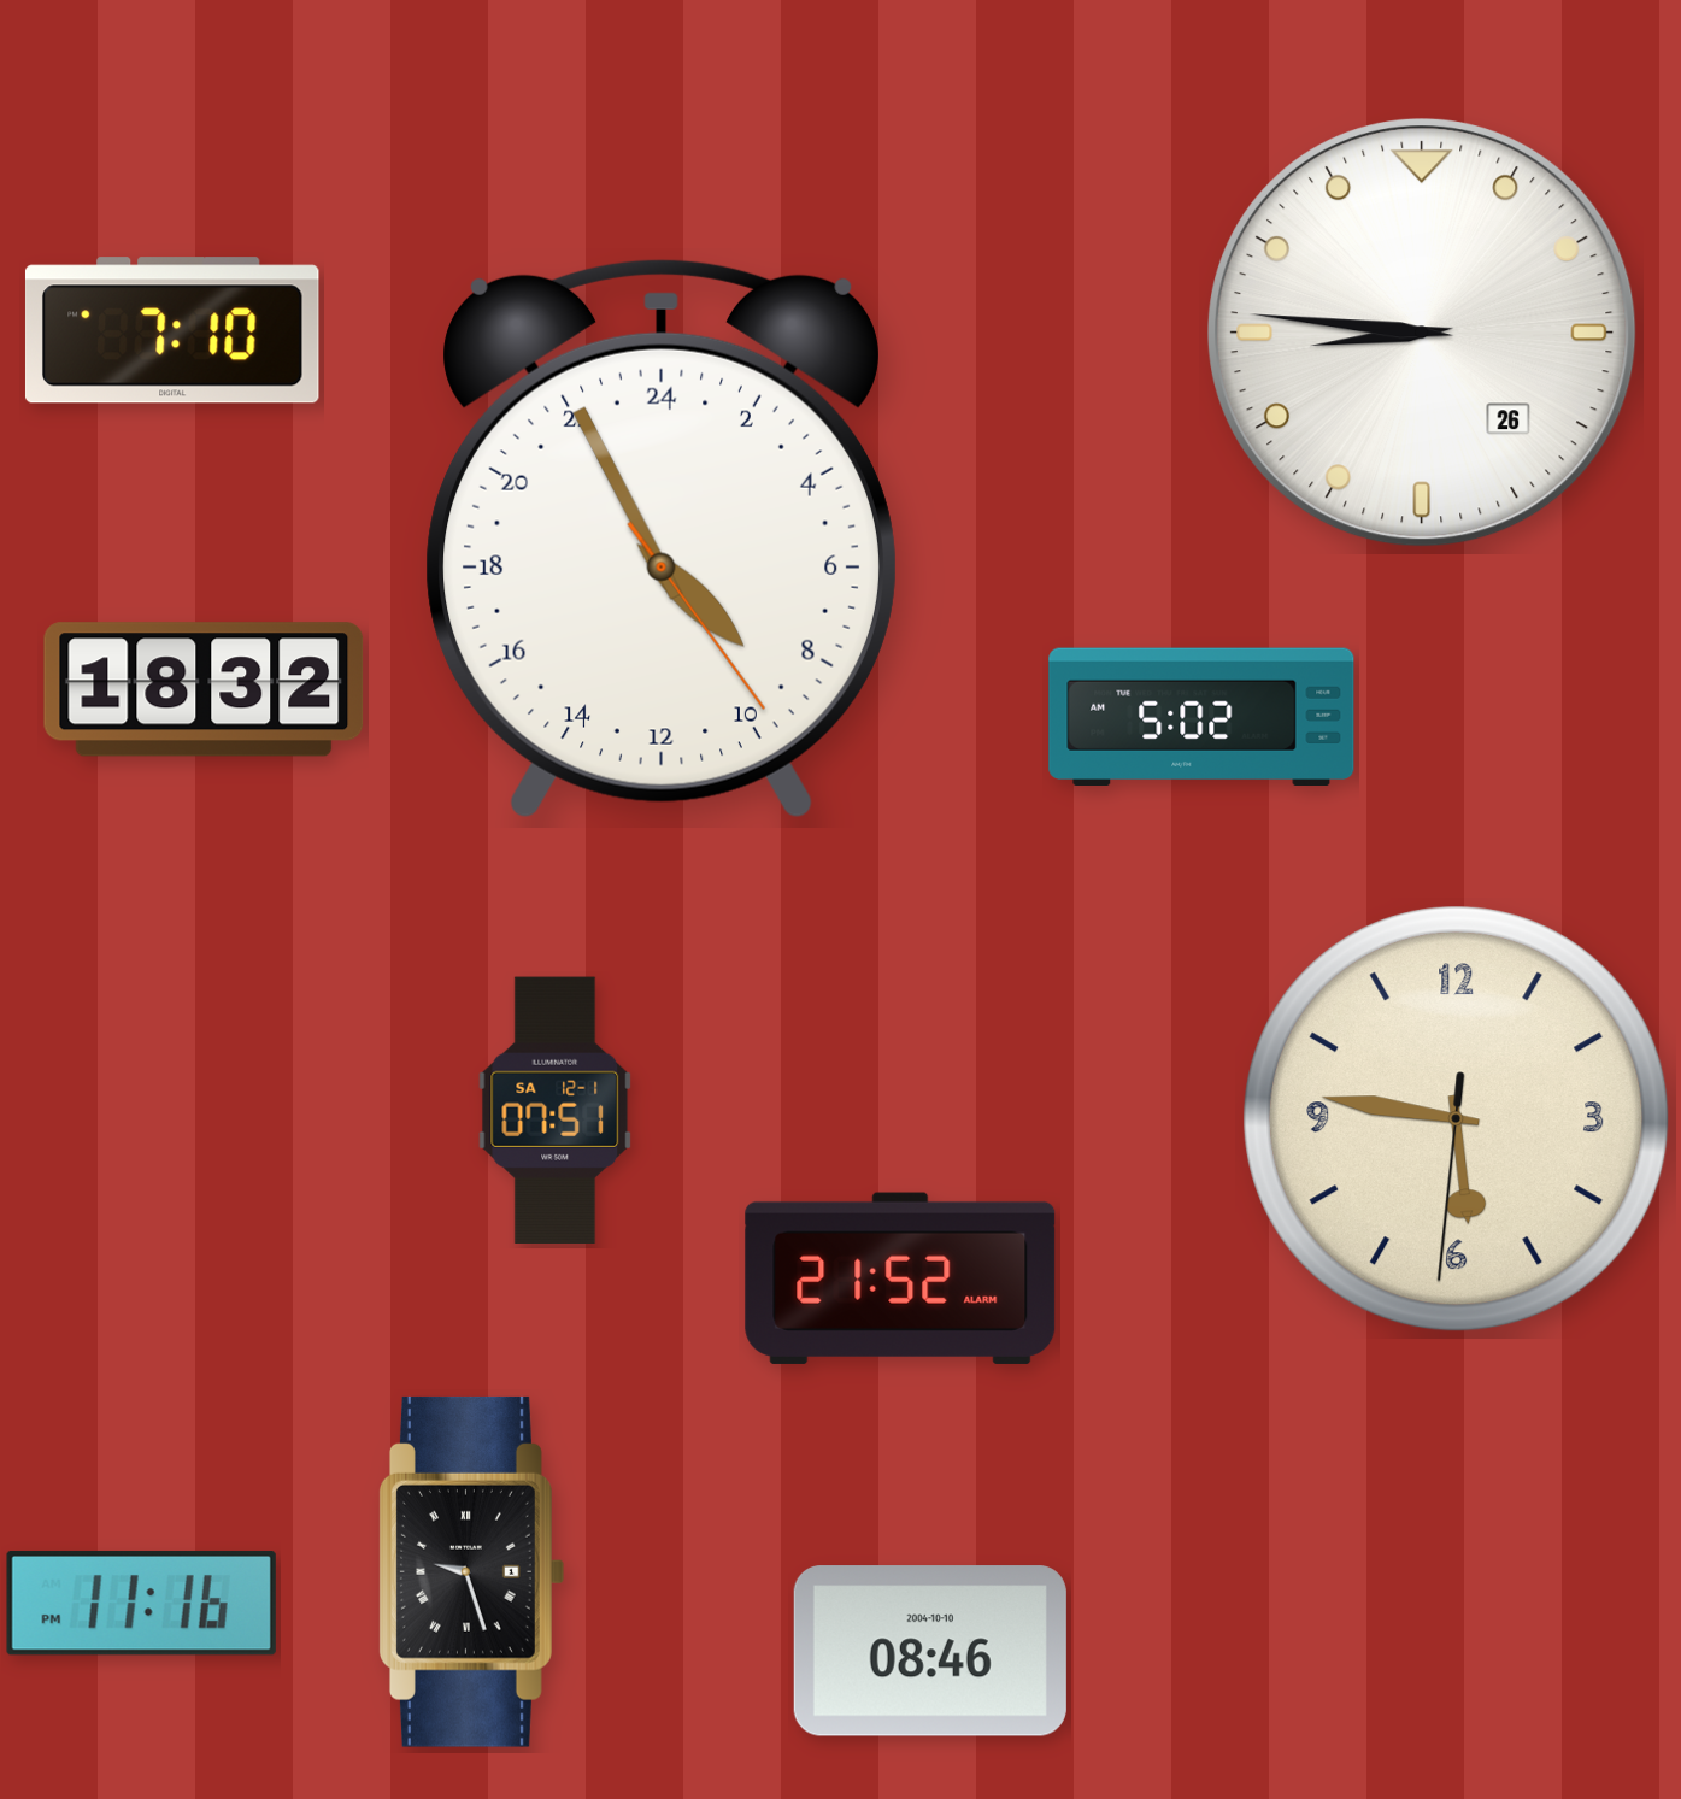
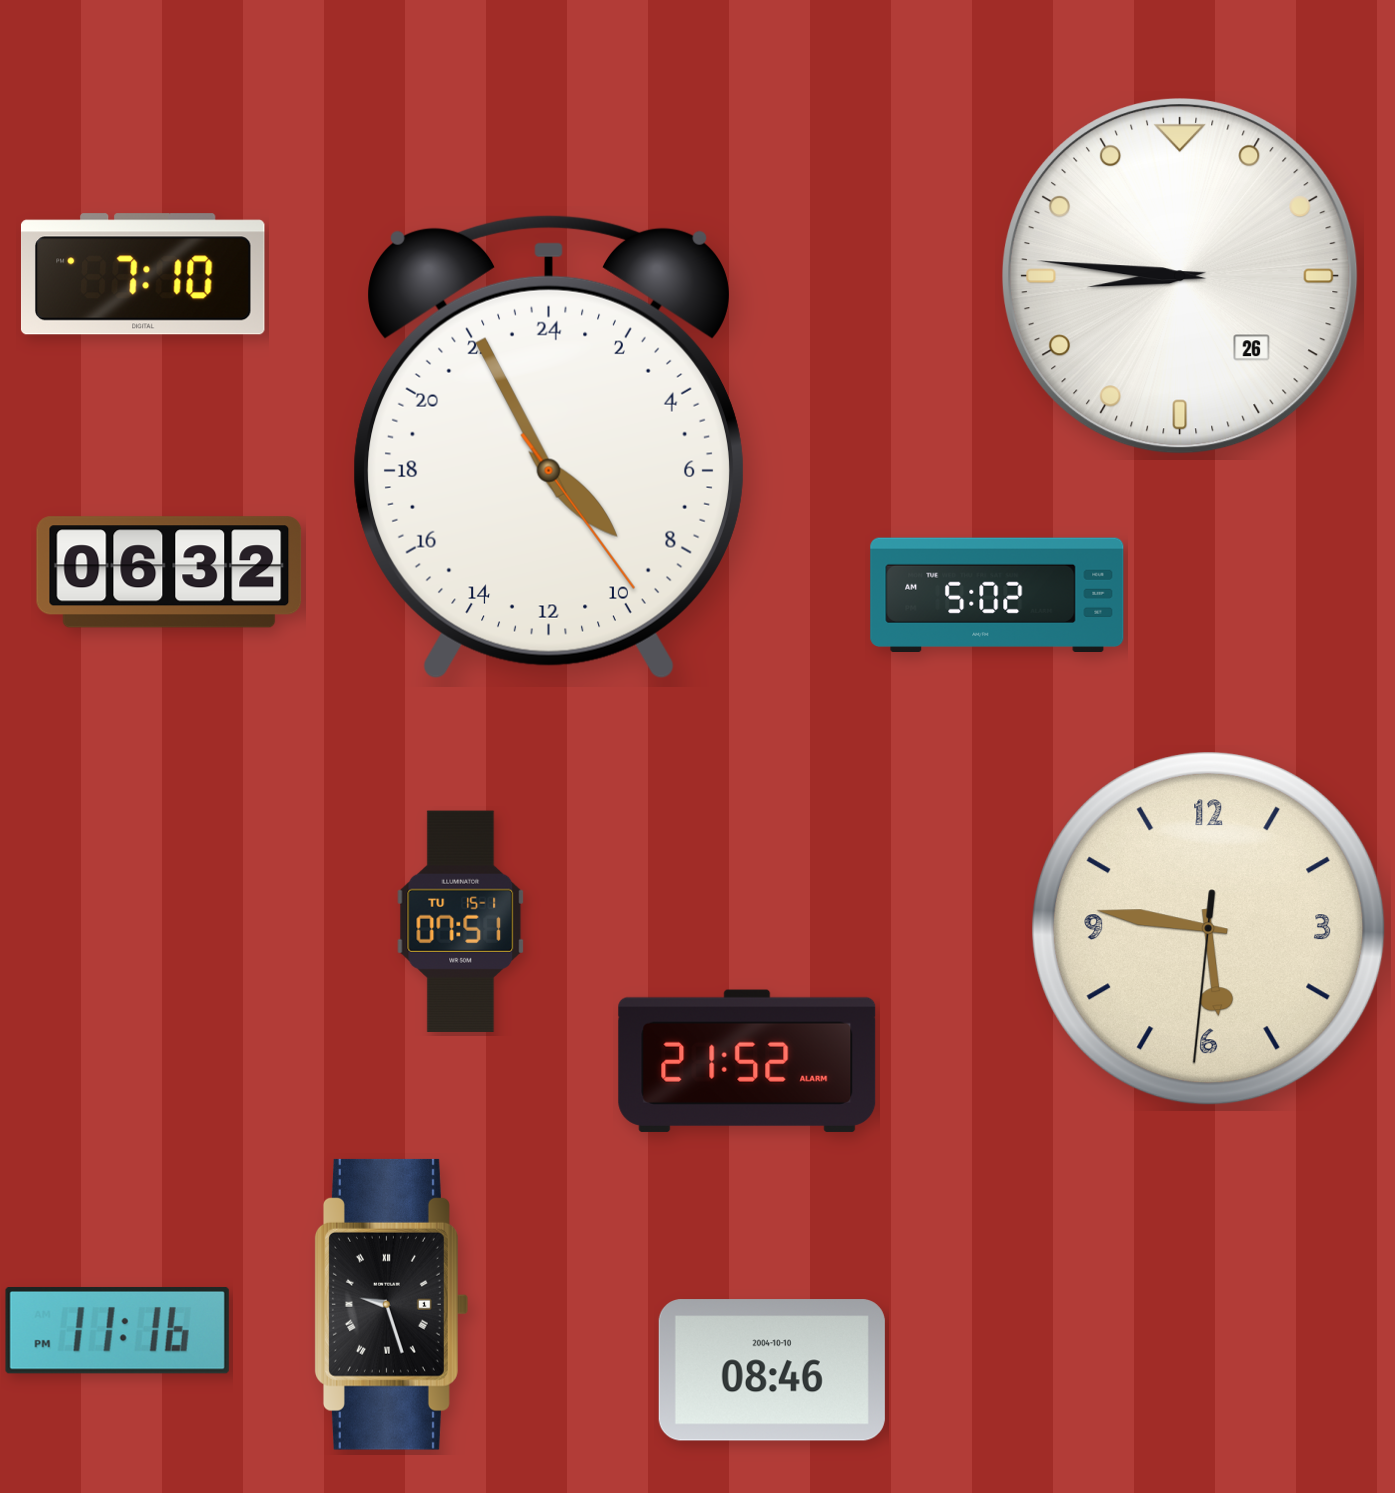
clock at (204, 689): 18:32 -> 06:32
clock at (556, 1110) date: SA 12-1 -> TU 15-1
